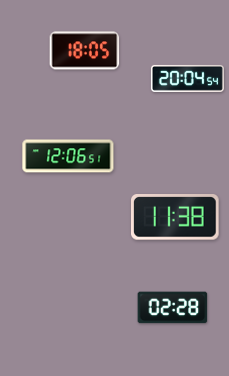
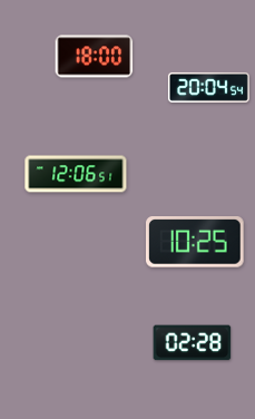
clock at (85, 51): 18:05 -> 18:00
clock at (176, 218): 11:38 -> 10:25
